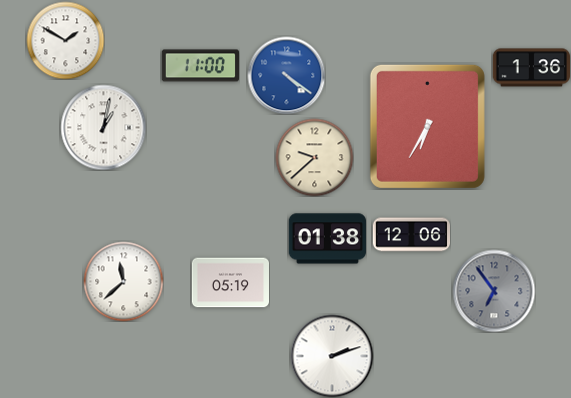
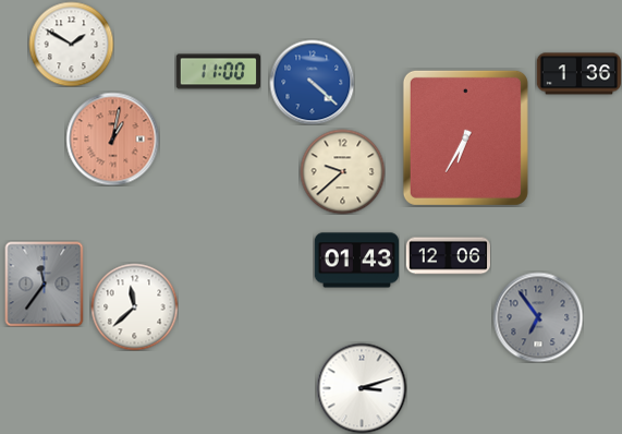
clock at (286, 75): 4:21 -> 4:22
clock at (103, 127) dial: white -> salmon
clock at (327, 239): 01:38 -> 01:43
clock at (45, 284): none -> 11:36
clock at (230, 283): 05:19 -> none
clock at (332, 356): 2:12 -> 3:12
